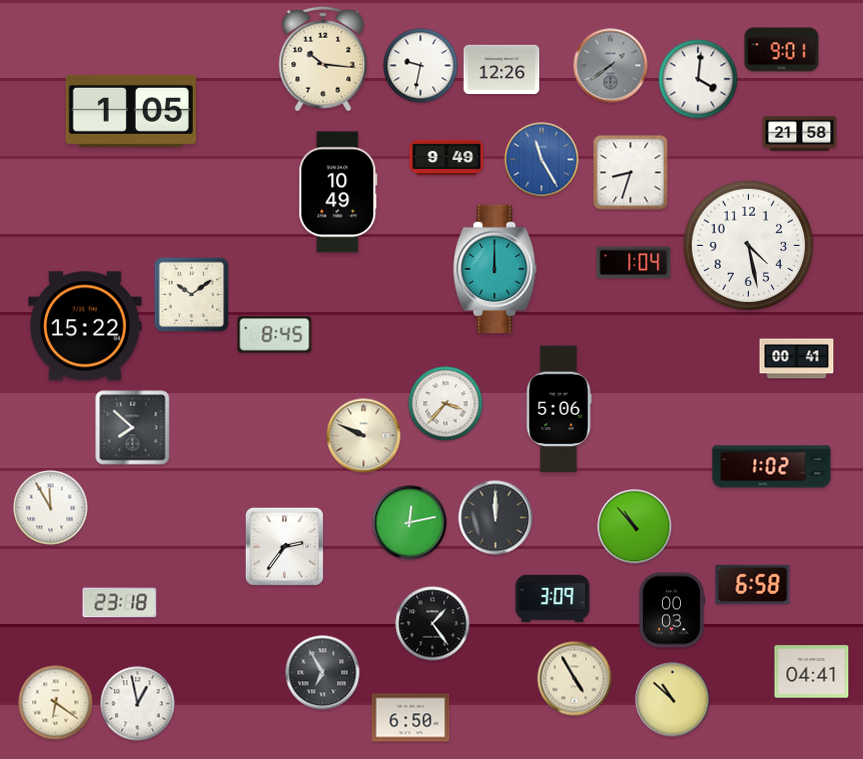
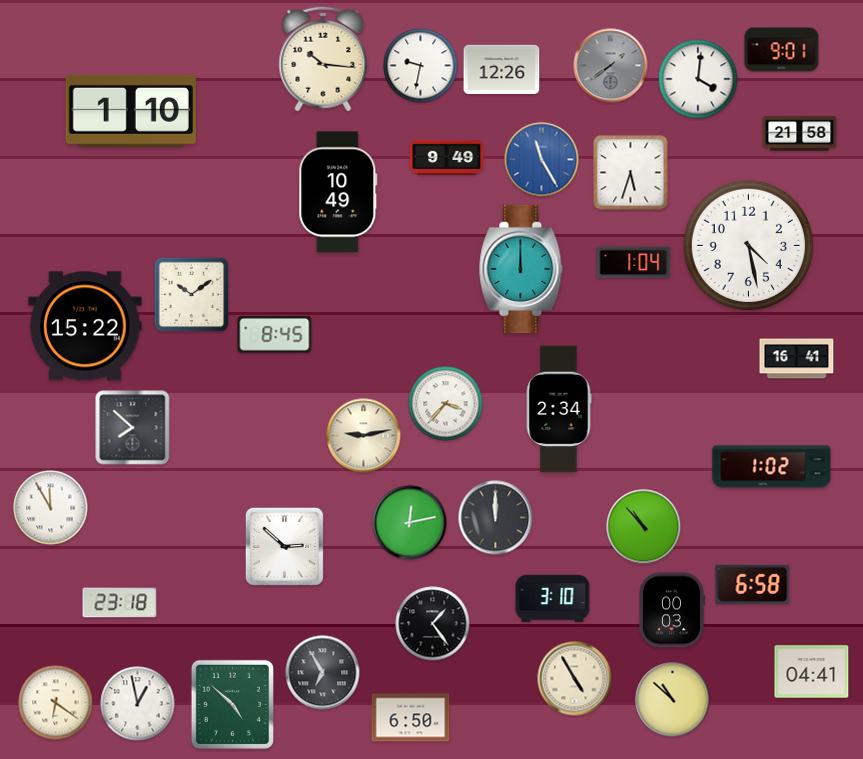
clock at (131, 111): 1:05 -> 1:10
clock at (631, 173): 8:33 -> 5:33
clock at (495, 269) position: (495, 269) -> (521, 269)
clock at (797, 359): 00:41 -> 16:41
clock at (559, 409): 5:06 -> 2:34
clock at (364, 436): 9:49 -> 9:13
clock at (635, 527) position: (635, 527) -> (644, 527)
clock at (284, 546): 2:36 -> 2:52
clock at (553, 599): 3:09 -> 3:10
clock at (232, 704): none -> 4:52
